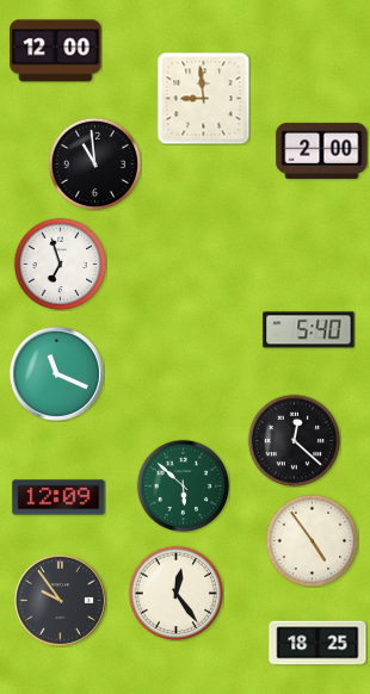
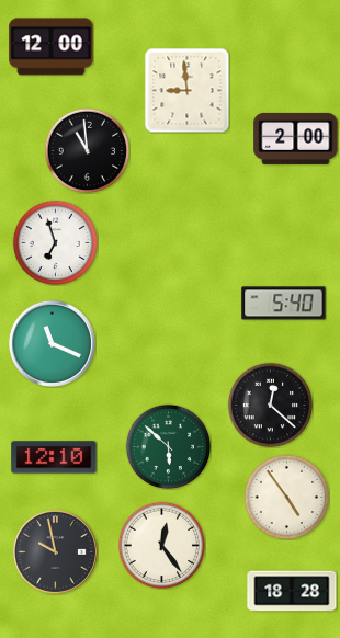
clock at (58, 497): 12:09 -> 12:10
clock at (60, 600): 9:54 -> 9:58
clock at (317, 643): 18:25 -> 18:28
